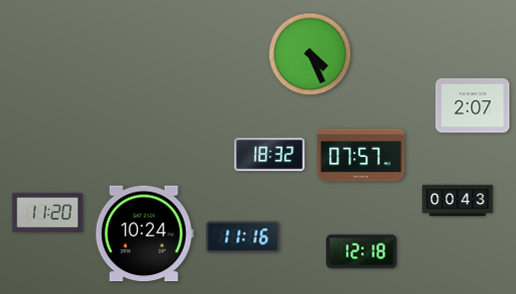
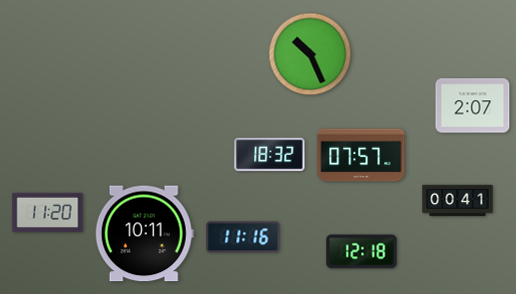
clock at (310, 54): 4:26 -> 10:26
clock at (458, 201): 00:43 -> 00:41
clock at (144, 234): 10:24 -> 10:11
